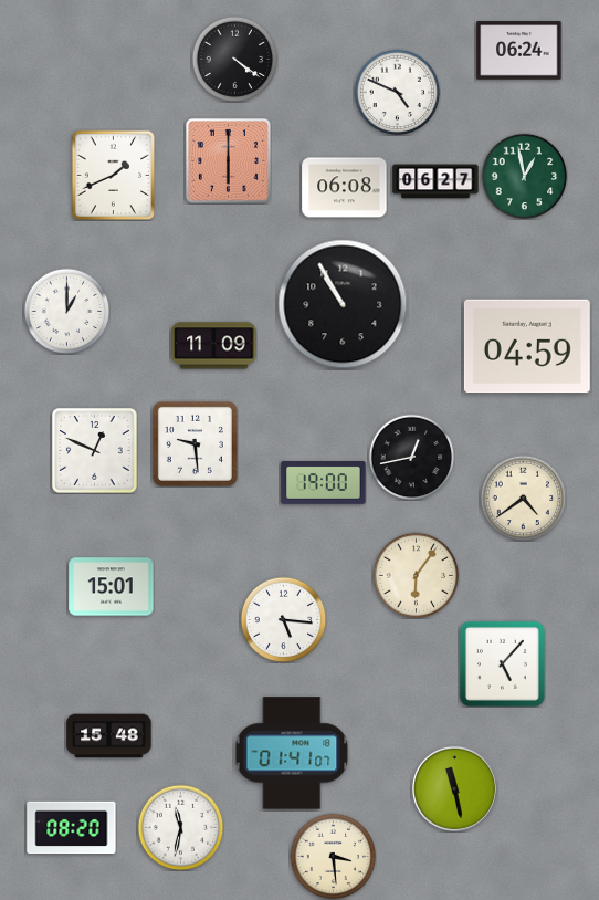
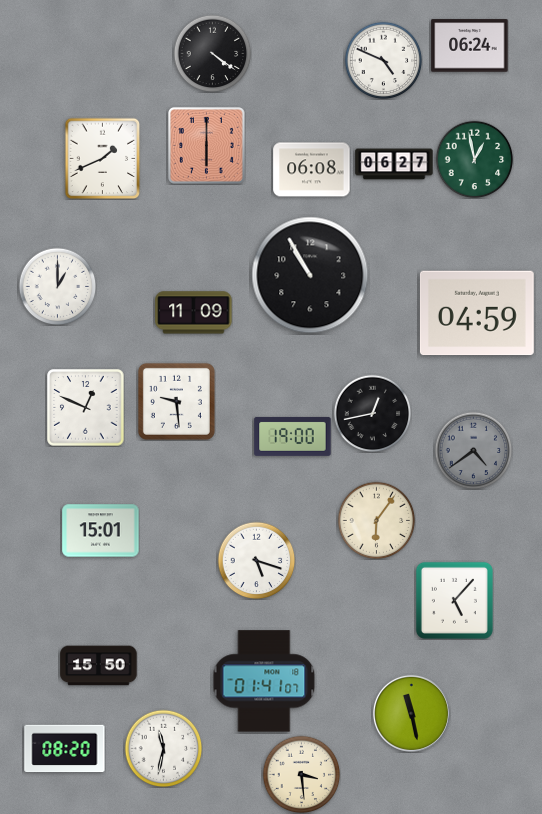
clock at (397, 92) position: (397, 92) -> (383, 60)
clock at (66, 311) position: (66, 311) -> (57, 286)
clock at (523, 498) dial: cream -> grey
clock at (283, 619): 5:16 -> 5:18
clock at (109, 736): 15:48 -> 15:50
